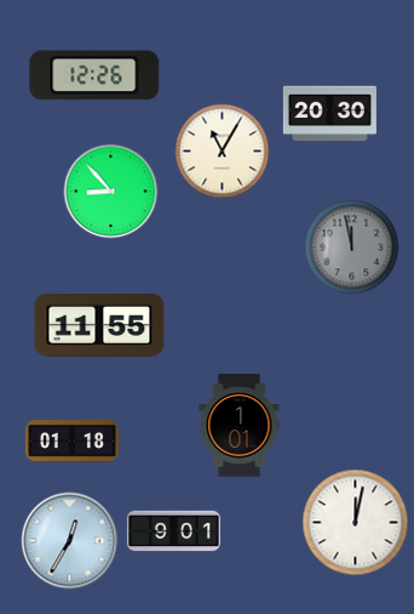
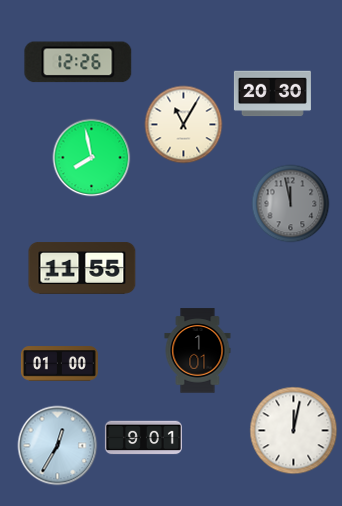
clock at (110, 191): 8:53 -> 7:58
clock at (71, 442): 01:18 -> 01:00
